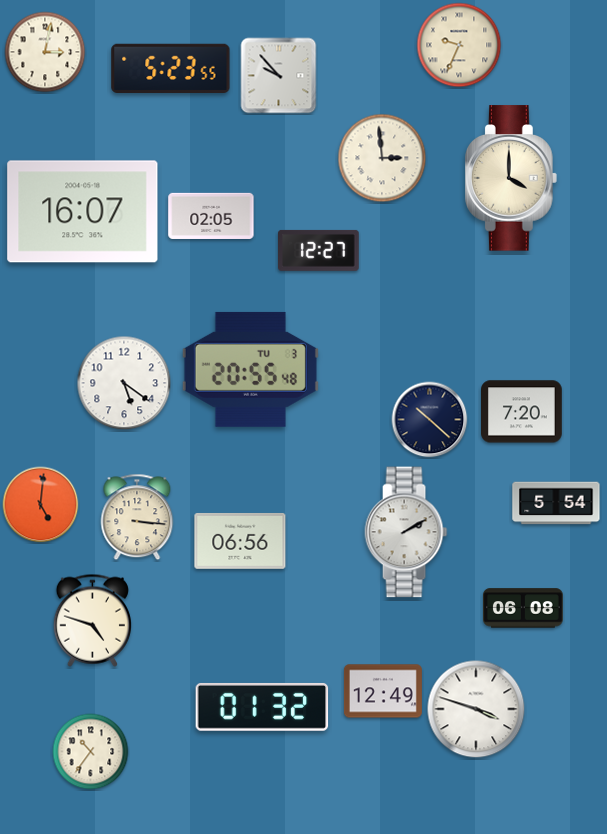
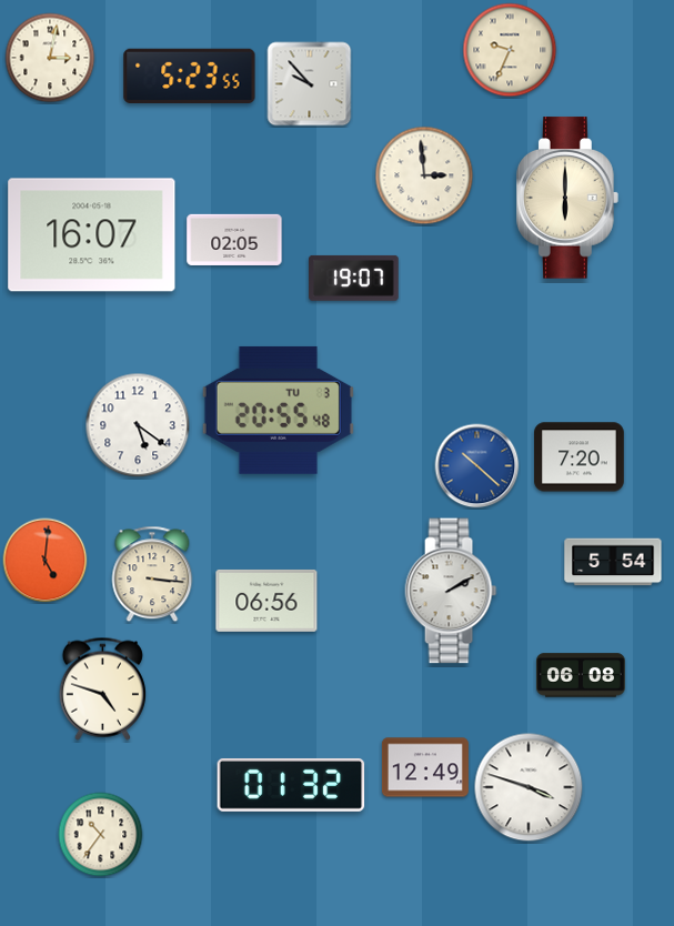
clock at (512, 178): 4:00 -> 6:00
clock at (319, 250): 12:27 -> 19:07
clock at (430, 420) dial: navy -> blue
clock at (556, 503) position: (556, 503) -> (613, 562)
